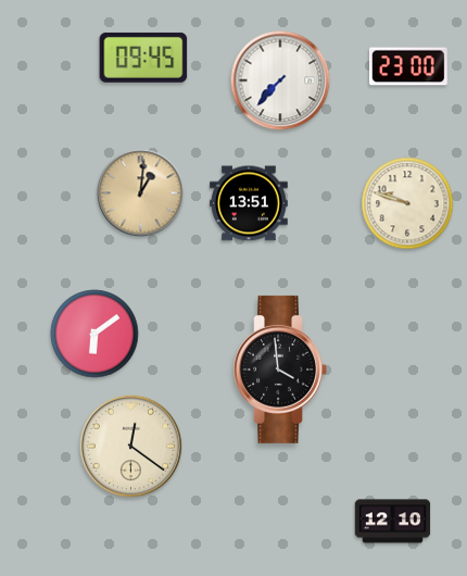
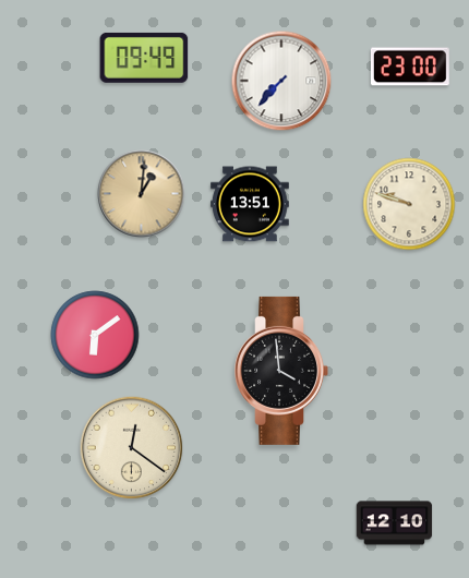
clock at (143, 58): 09:45 -> 09:49
